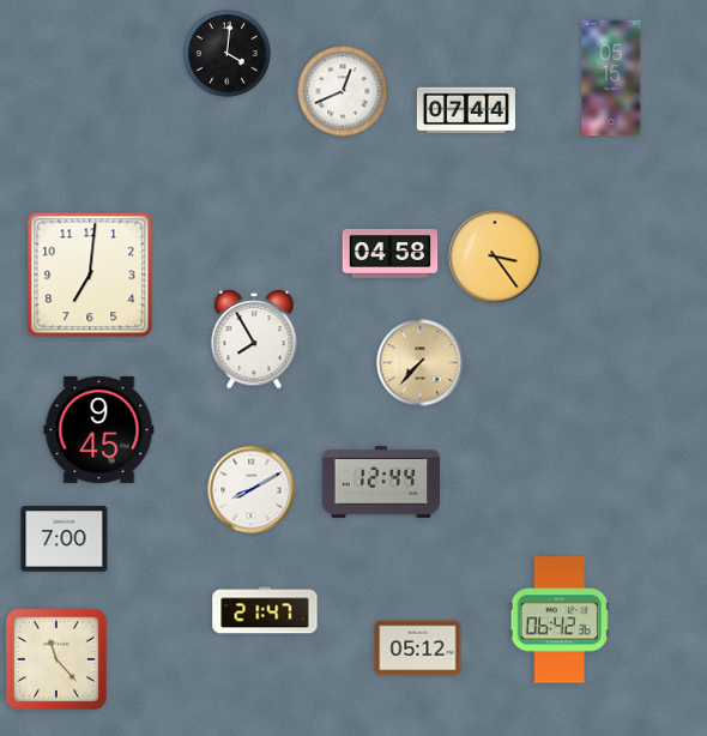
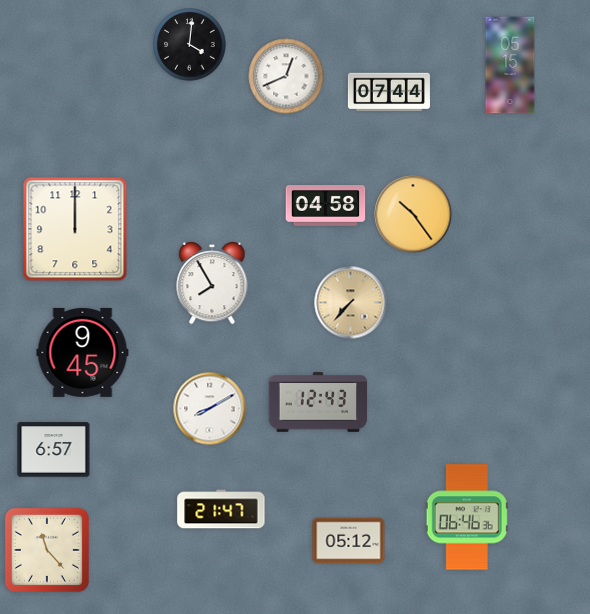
clock at (391, 254) position: (391, 254) -> (326, 206)
clock at (495, 257): 3:24 -> 10:24
clock at (90, 275): 7:01 -> 12:00
clock at (99, 429) position: (99, 429) -> (83, 352)
clock at (381, 482): 12:44 -> 12:43
clock at (65, 539): 7:00 -> 6:57
clock at (560, 620): 06:42 -> 06:46
